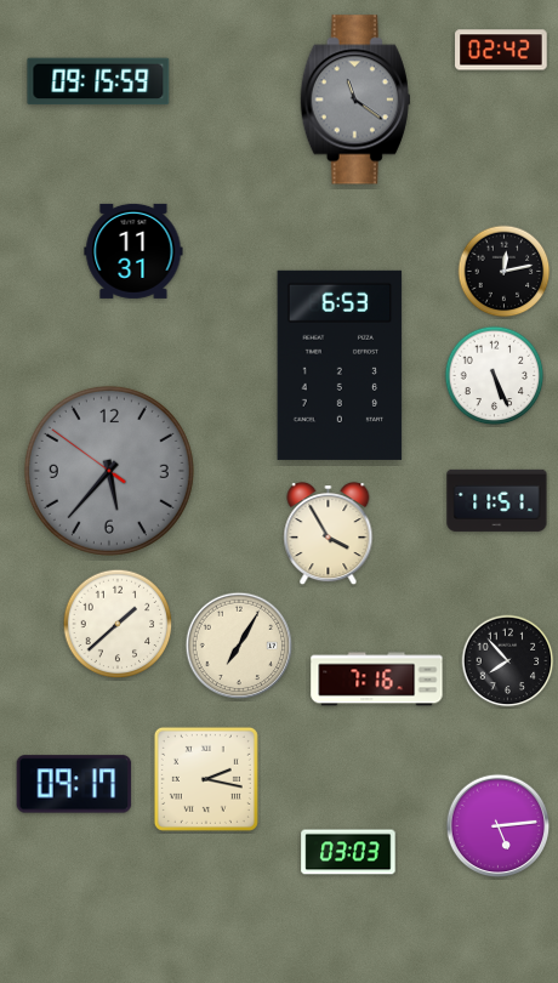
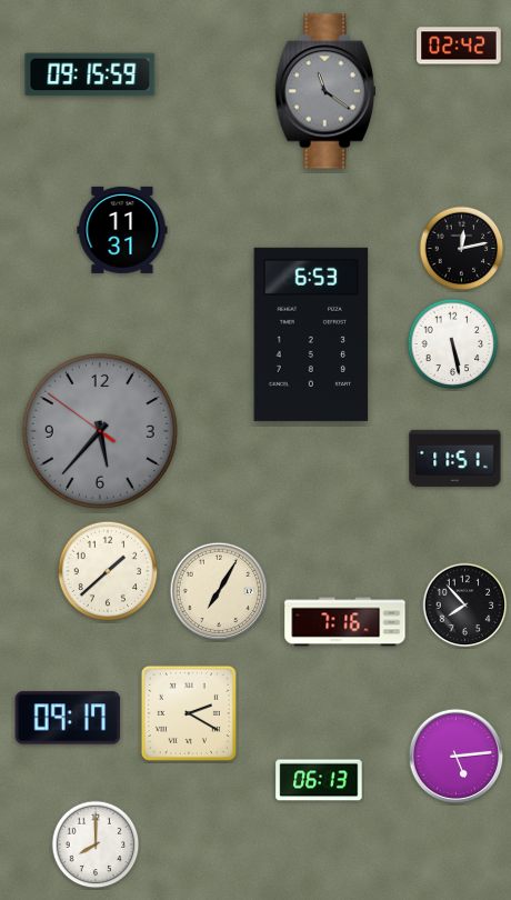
clock at (495, 376): 5:26 -> 5:28
clock at (329, 535): 3:55 -> none
clock at (206, 779): 2:17 -> 2:20
clock at (348, 852): 03:03 -> 06:13
clock at (96, 844): none -> 8:00
